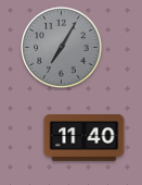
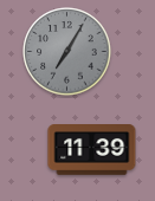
clock at (85, 138): 11:40 -> 11:39
